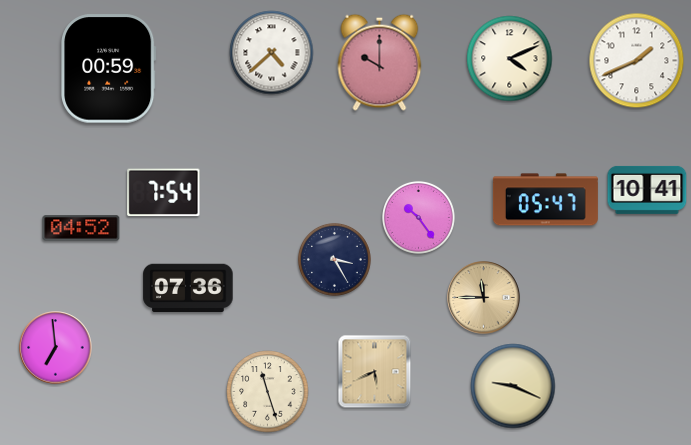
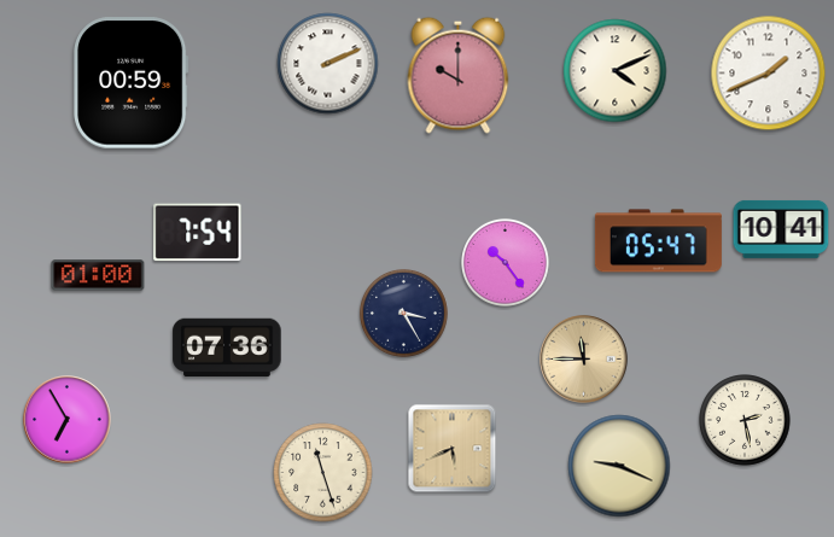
clock at (272, 53): 4:38 -> 2:11
clock at (81, 228): 04:52 -> 01:00
clock at (56, 348): 6:59 -> 6:55
clock at (745, 420): none -> 2:28
